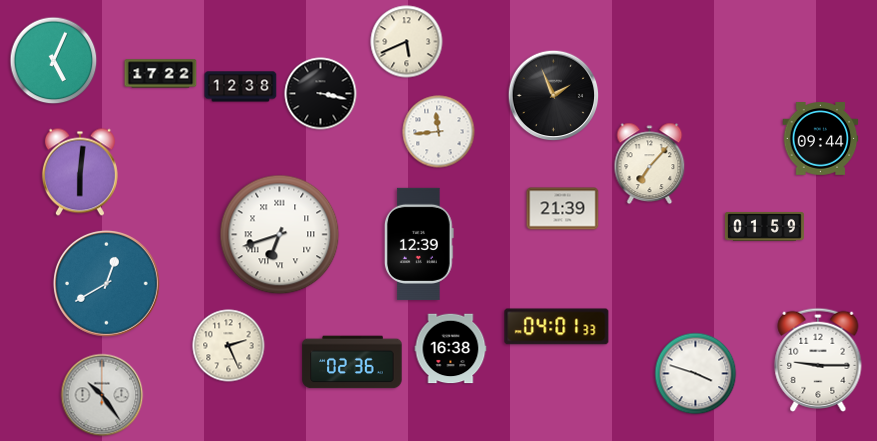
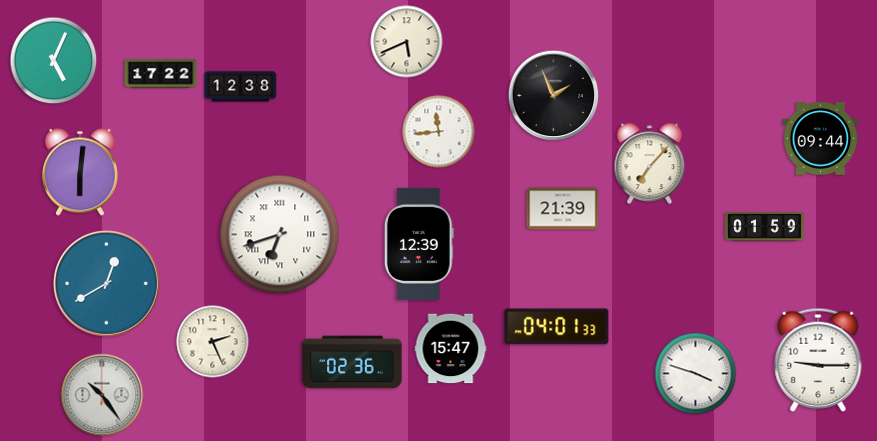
clock at (321, 94): 3:17 -> none
clock at (229, 346) position: (229, 346) -> (213, 342)
clock at (451, 349): 16:38 -> 15:47
